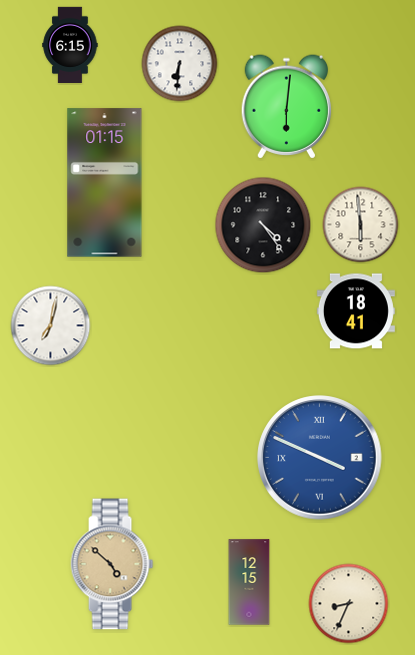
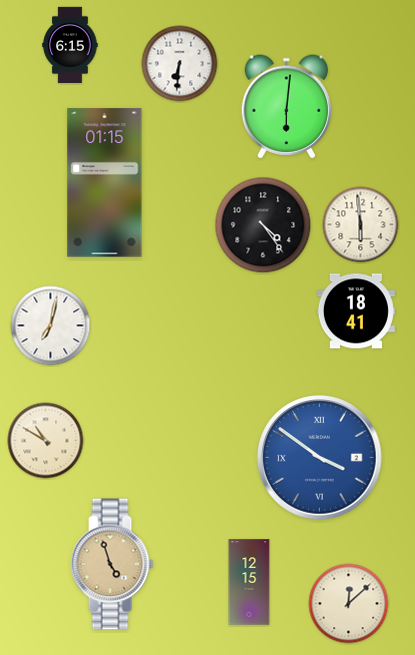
clock at (46, 441): none -> 10:50
clock at (320, 458): 3:49 -> 3:51
clock at (112, 564): 4:52 -> 4:57
clock at (349, 604): 8:34 -> 12:08
